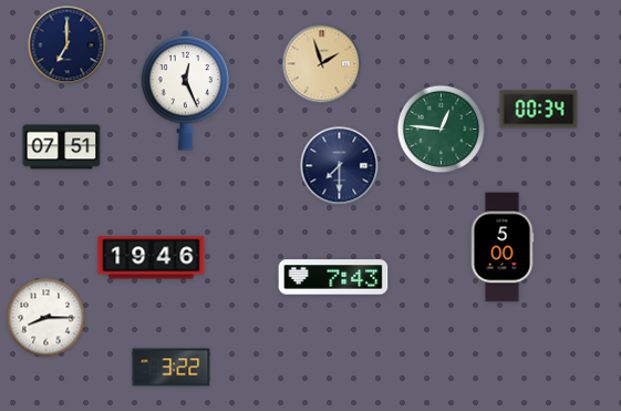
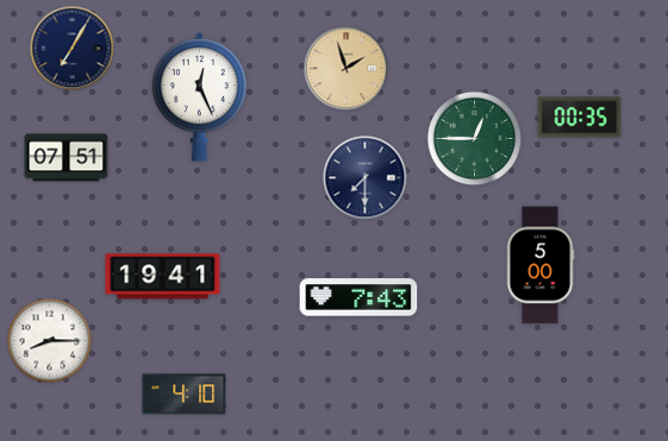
clock at (68, 45): 7:00 -> 7:05
clock at (539, 110): 00:34 -> 00:35
clock at (442, 130): 12:46 -> 12:45
clock at (152, 258): 19:46 -> 19:41
clock at (172, 368): 3:22 -> 4:10
